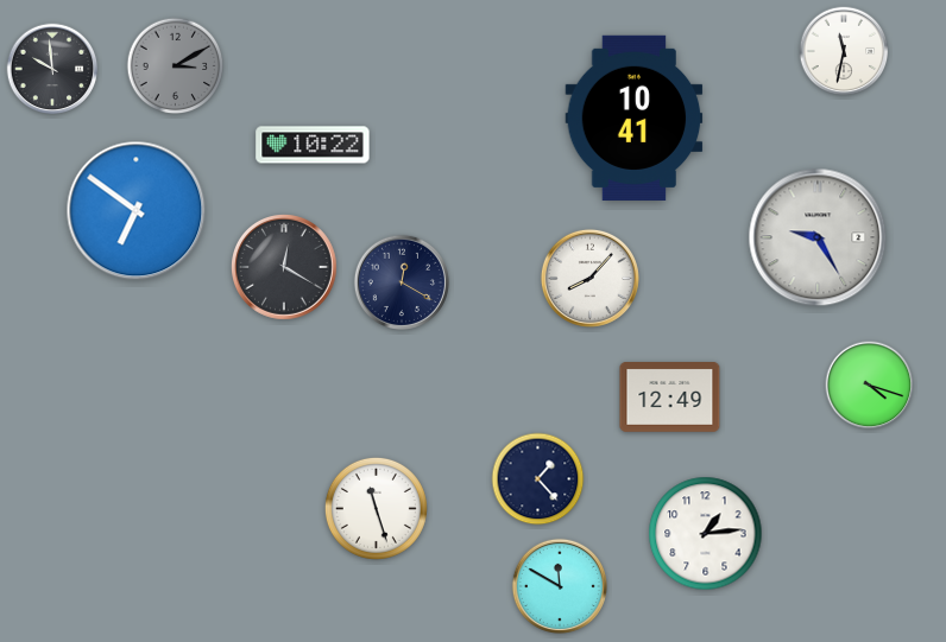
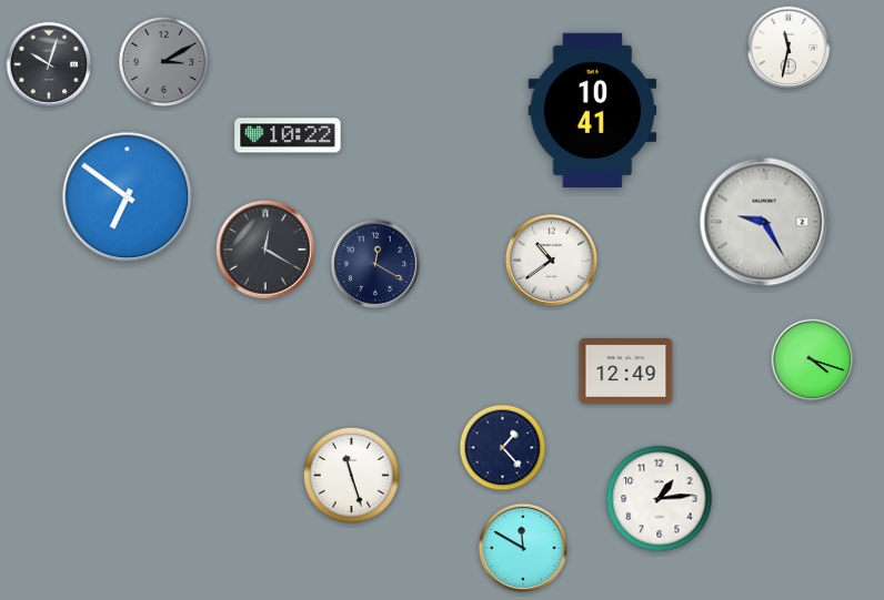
clock at (52, 69): 9:59 -> 10:03
clock at (313, 145) position: (313, 145) -> (288, 135)
clock at (589, 278): 8:07 -> 10:39
